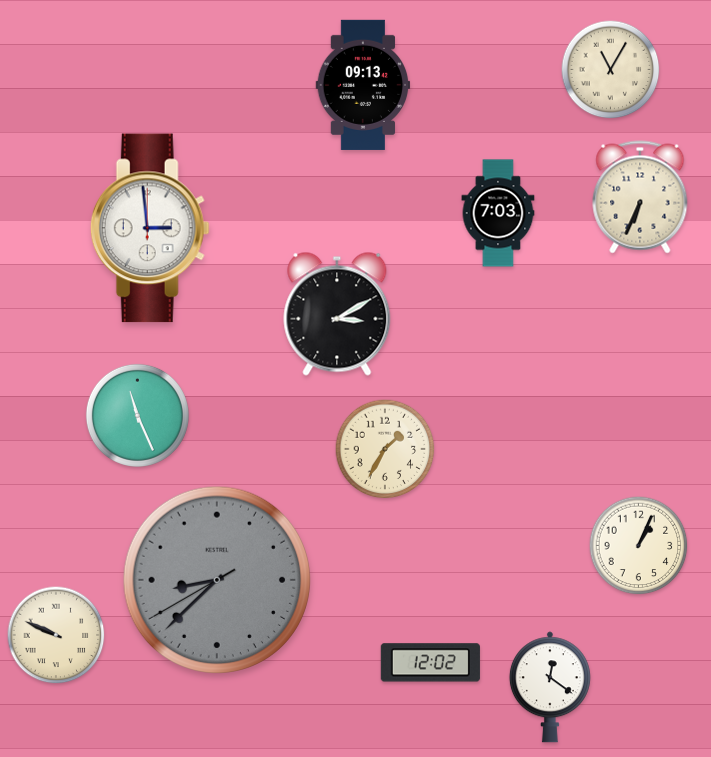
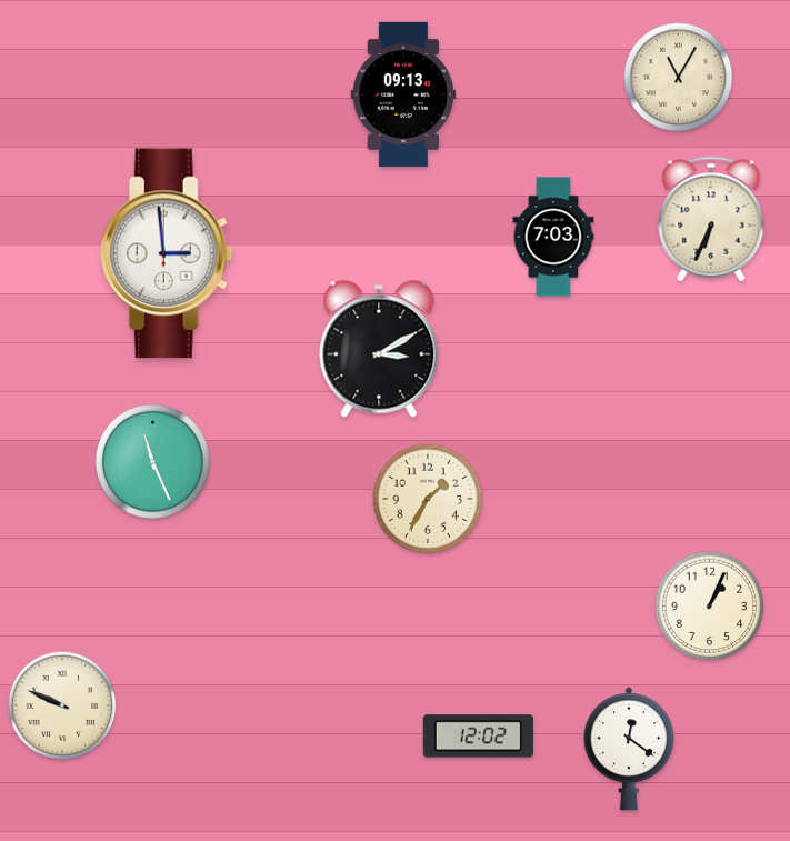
clock at (337, 314) position: (337, 314) -> (379, 349)
clock at (216, 579): 8:37 -> none
clock at (550, 687) position: (550, 687) -> (629, 749)
